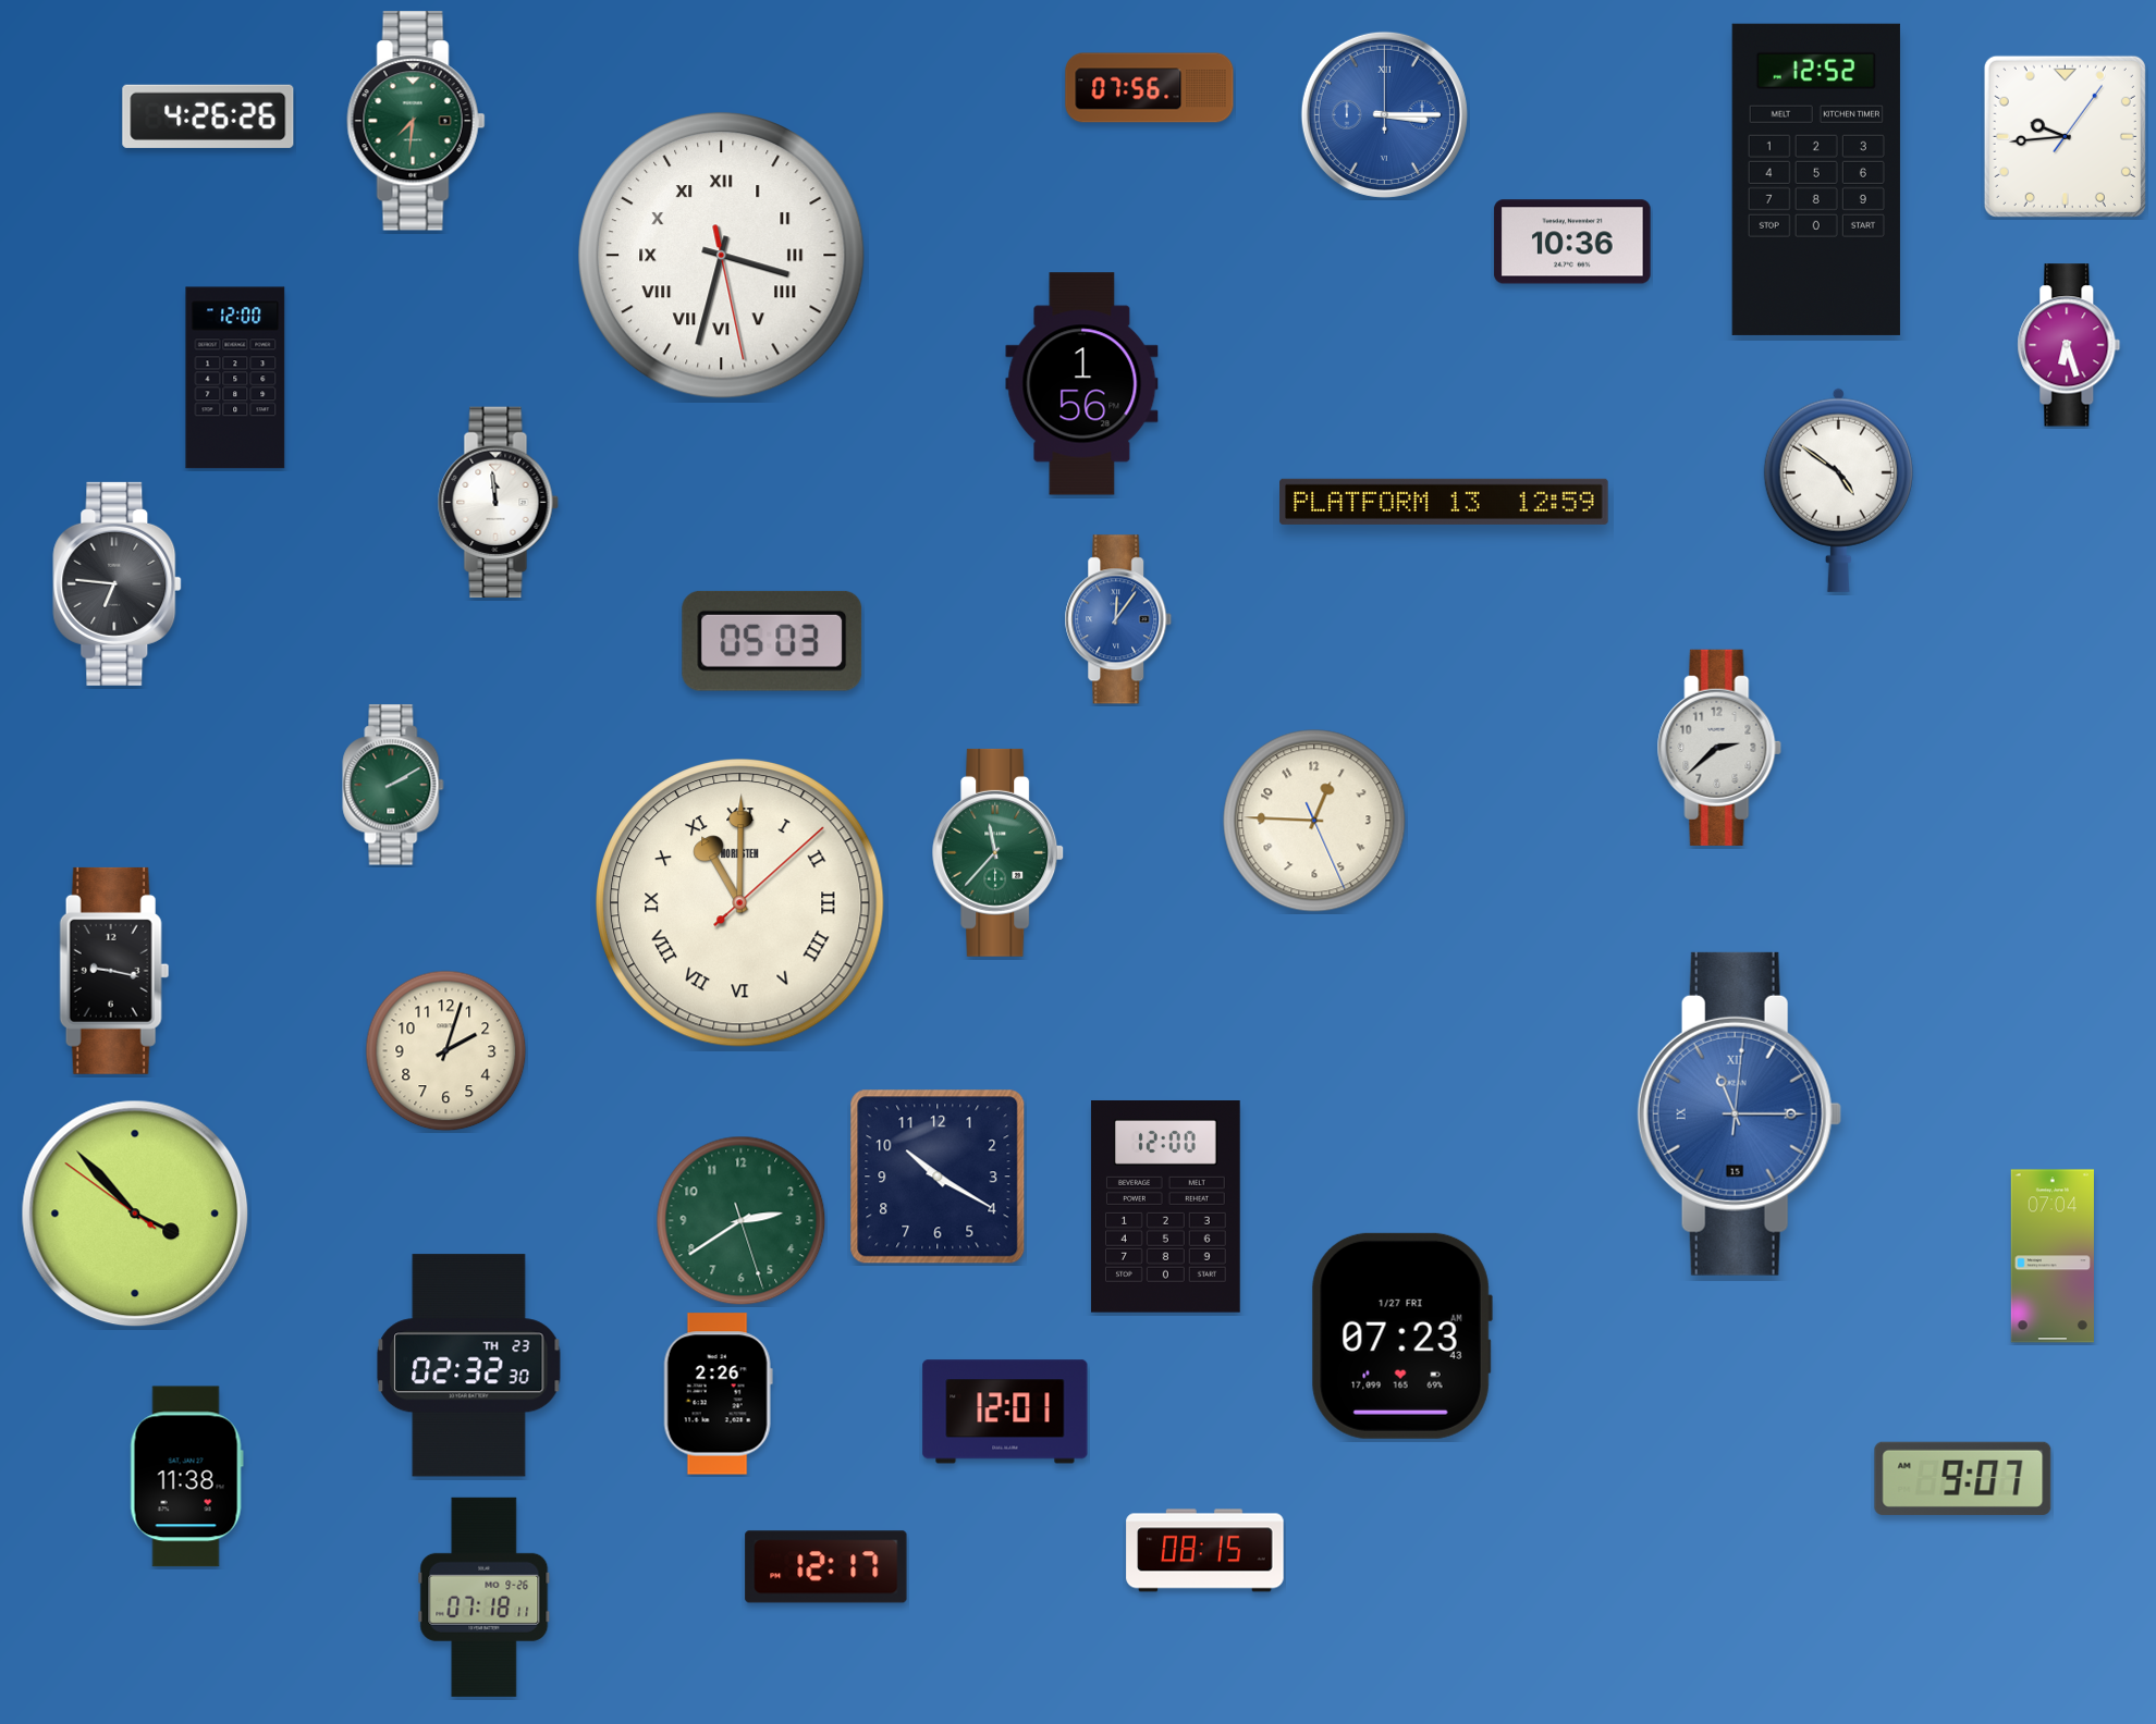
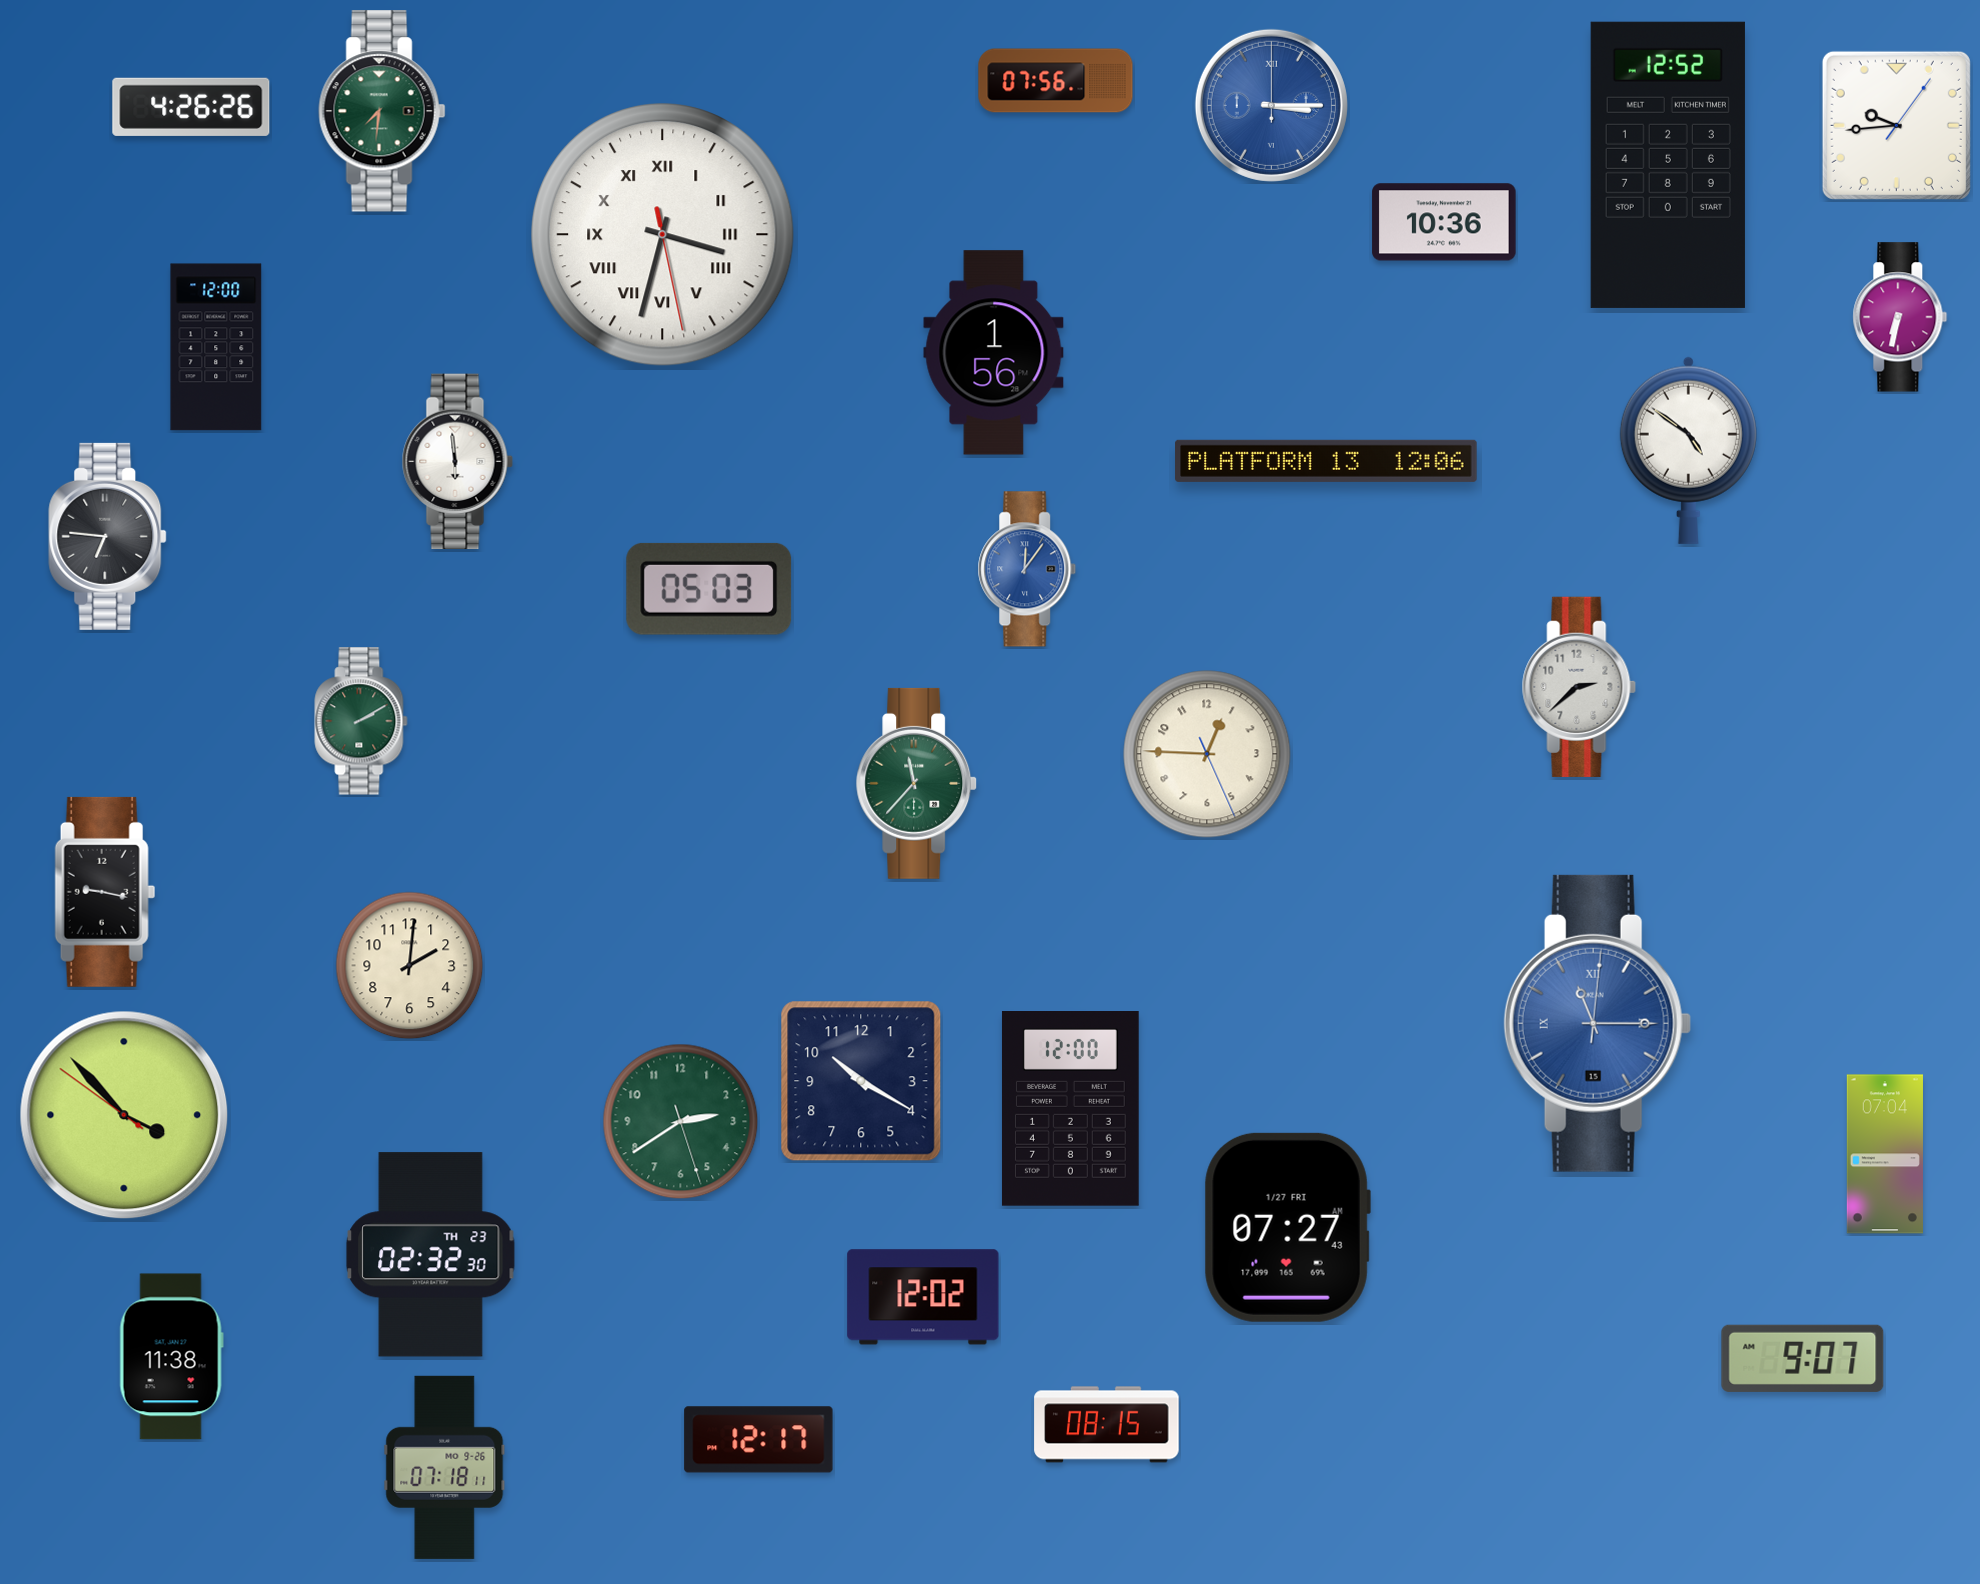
clock at (2069, 345): 6:27 -> 6:32
clock at (1444, 502): 12:59 -> 12:06
clock at (498, 503): 11:59 -> 5:59
clock at (740, 903): 11:00 -> none
clock at (446, 1051): 2:03 -> 2:01
clock at (1401, 1335): 07:23 -> 07:27
clock at (718, 1394): 2:26 -> none
clock at (1005, 1412): 12:01 -> 12:02
